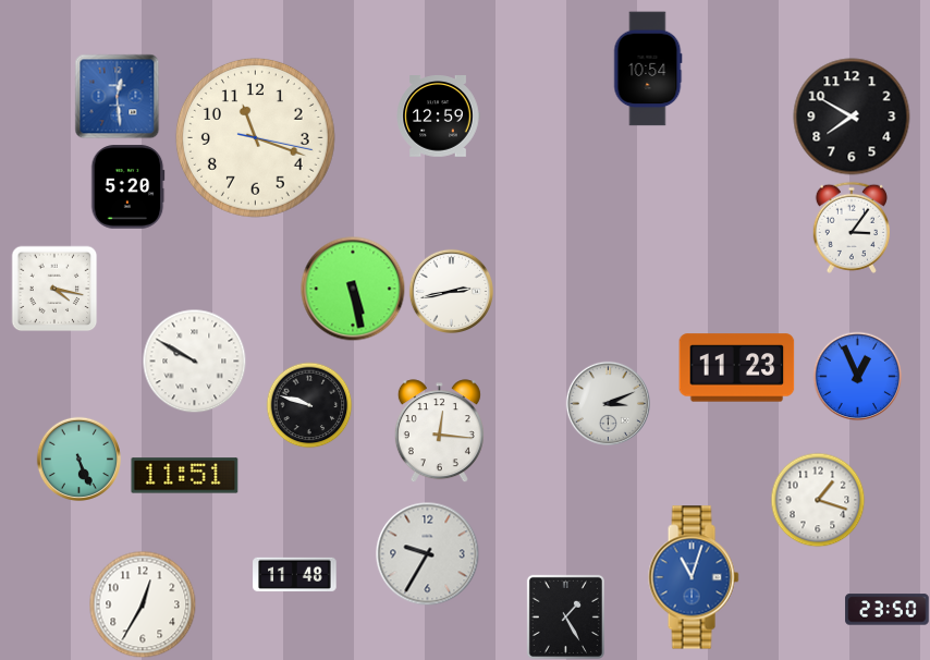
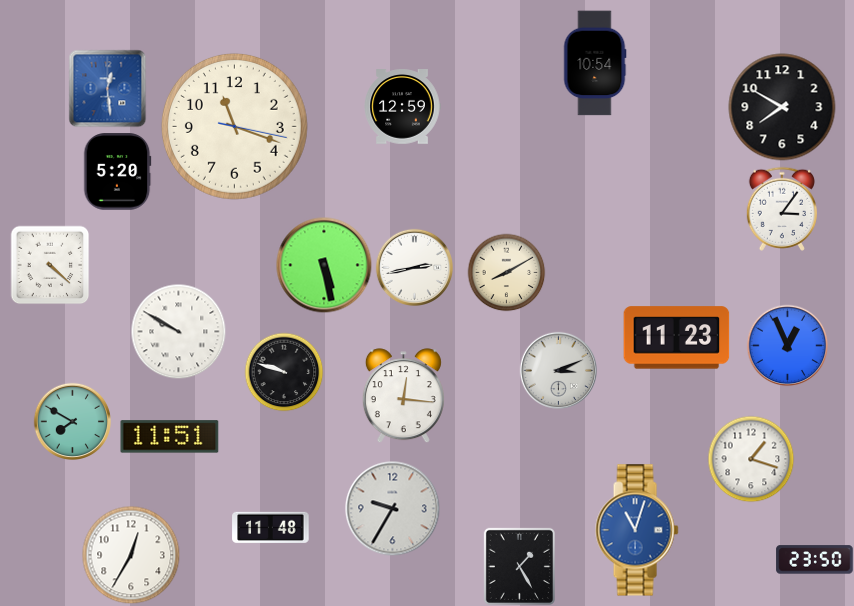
clock at (54, 289): 4:17 -> 4:22
clock at (506, 272): none -> 8:10
clock at (78, 459): 5:26 -> 7:50
